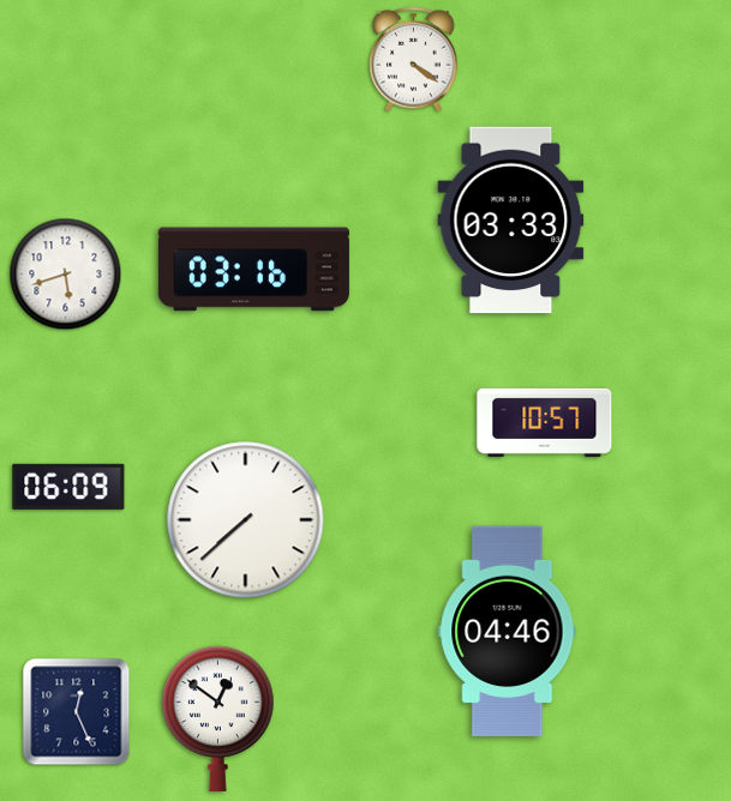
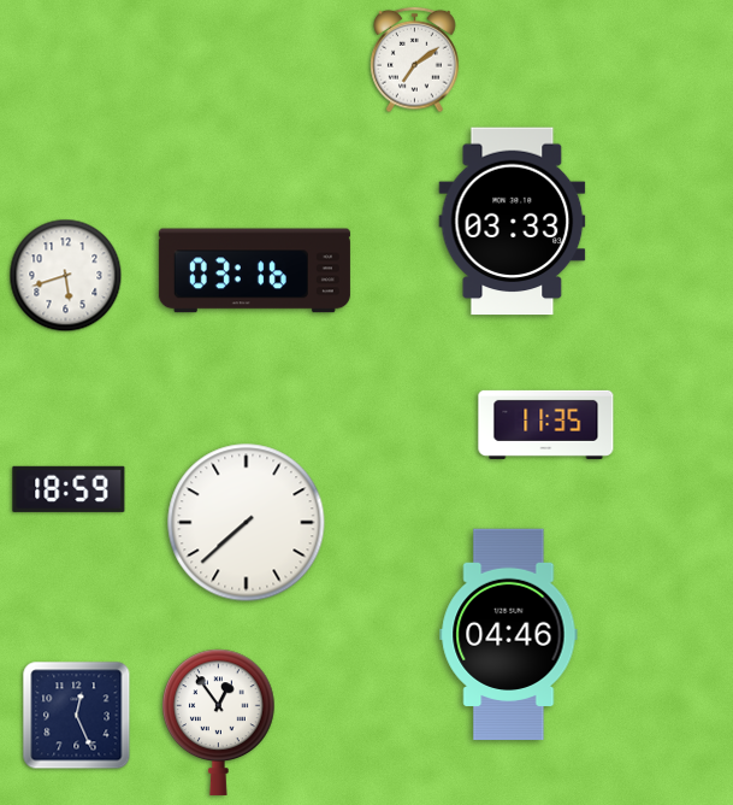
clock at (414, 60): 4:21 -> 7:09
clock at (545, 422): 10:57 -> 11:35
clock at (68, 487): 06:09 -> 18:59
clock at (218, 718): 12:51 -> 12:54
